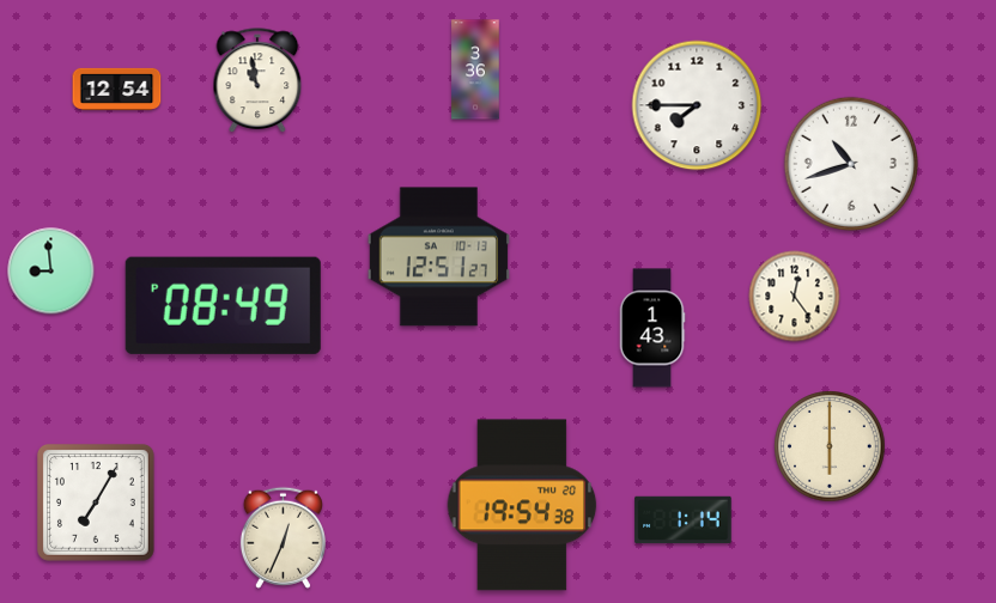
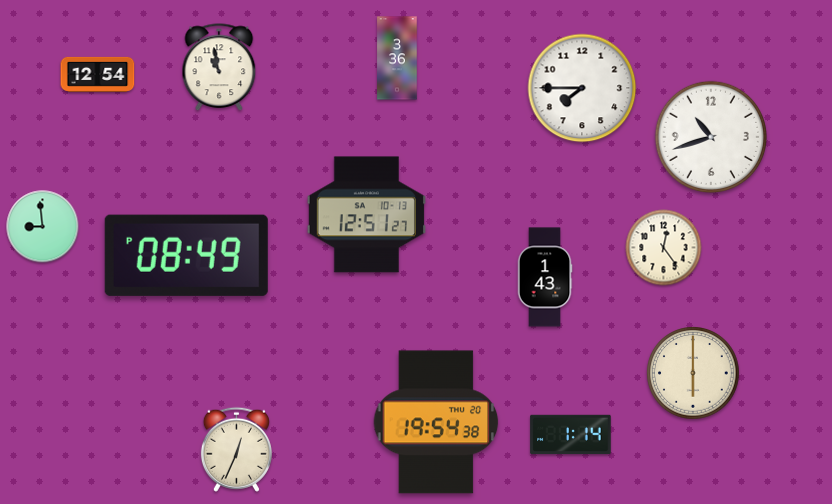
clock at (257, 81) position: (257, 81) -> (219, 68)
clock at (652, 328) position: (652, 328) -> (545, 277)
clock at (96, 502): 7:05 -> none
